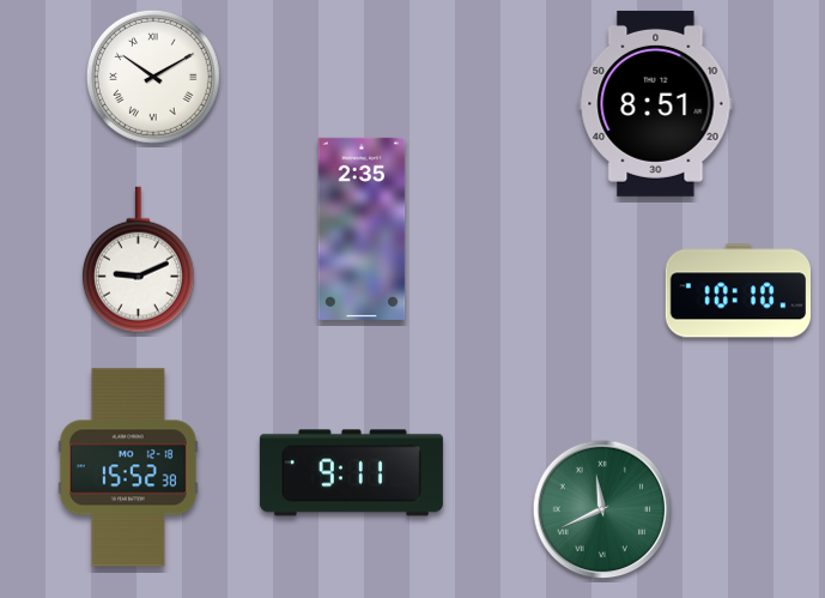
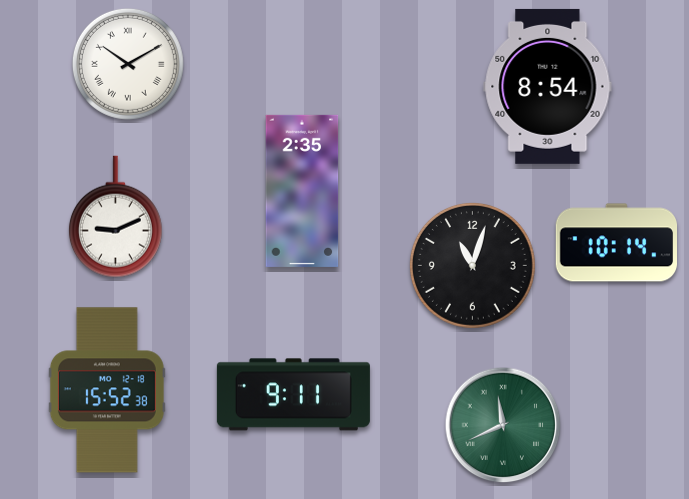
clock at (656, 103): 8:51 -> 8:54
clock at (739, 291): 10:10 -> 10:14
clock at (472, 265): none -> 11:03
